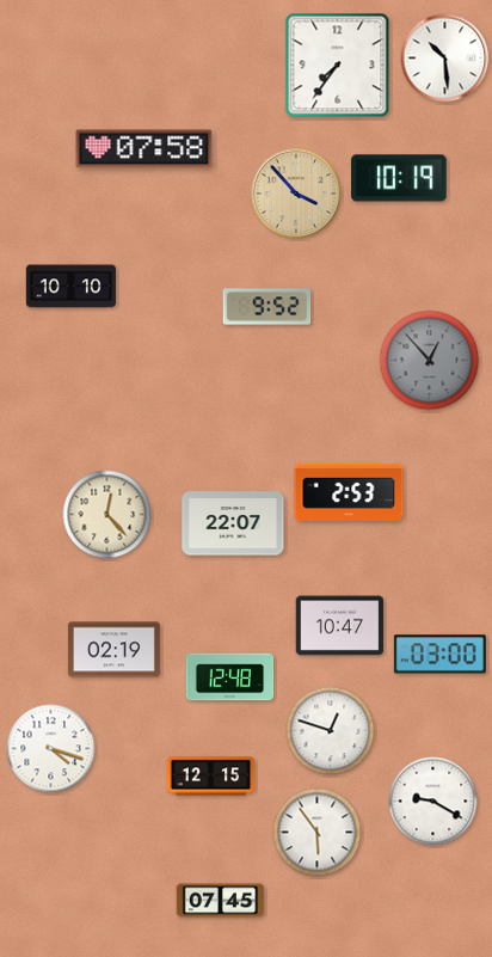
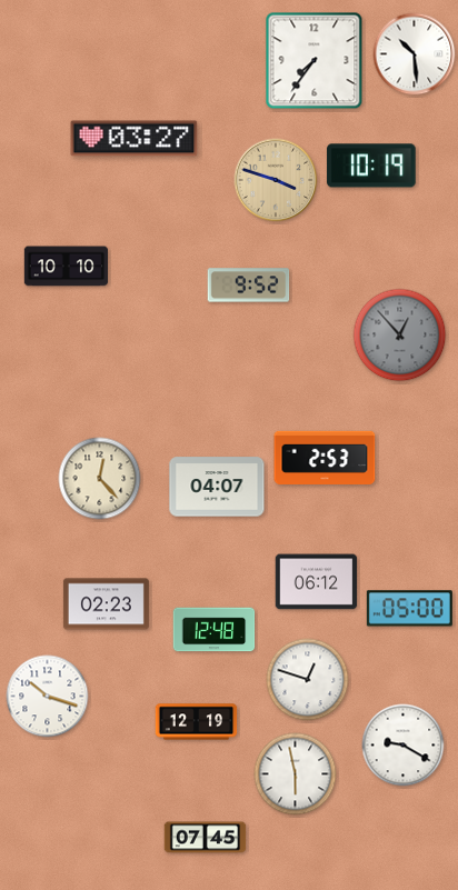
clock at (144, 149): 07:58 -> 03:27
clock at (296, 194): 3:53 -> 3:48
clock at (233, 523): 22:07 -> 04:07
clock at (340, 626): 10:47 -> 06:12
clock at (113, 650): 02:19 -> 02:23
clock at (439, 655): 03:00 -> 05:00
clock at (51, 749): 4:18 -> 10:18
clock at (211, 777): 12:15 -> 12:19
clock at (318, 833): 5:54 -> 5:58
